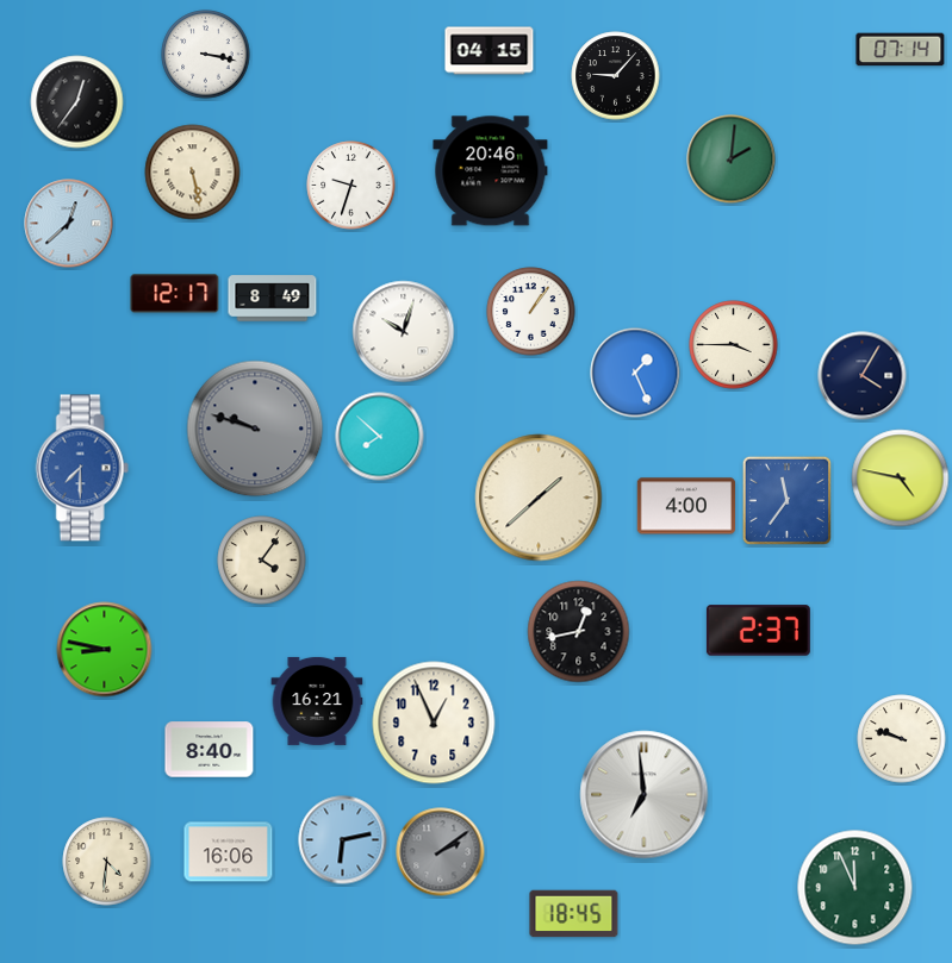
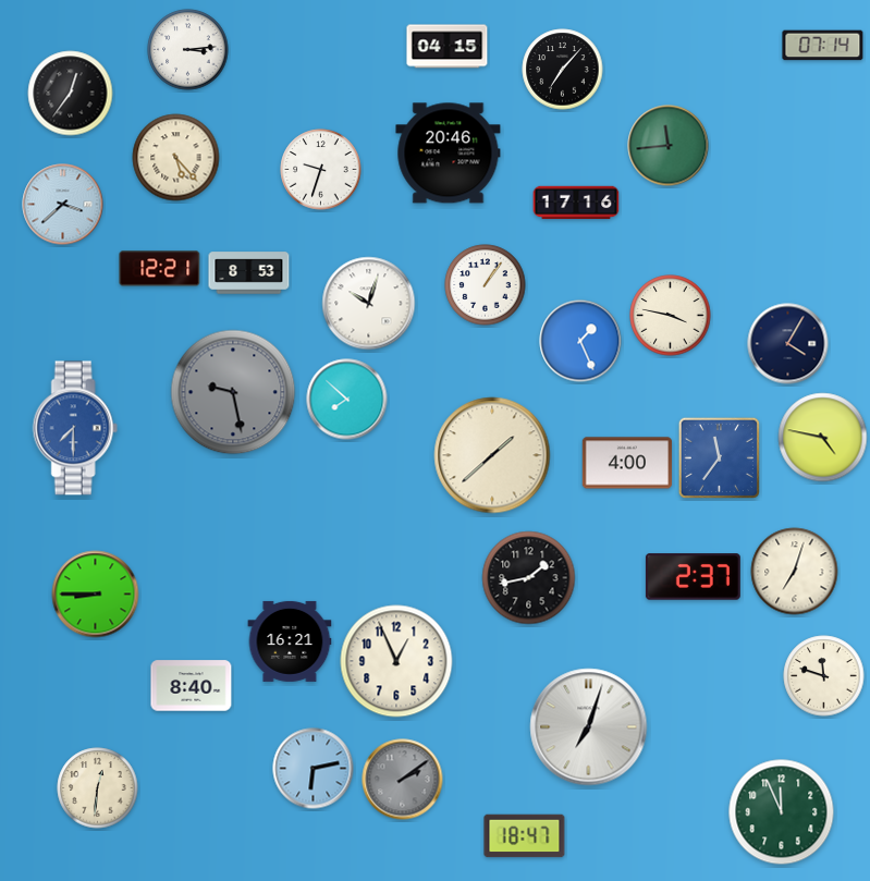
clock at (206, 55): 3:17 -> 3:14
clock at (616, 76): 9:07 -> 7:07
clock at (732, 160): 2:01 -> 11:44
clock at (491, 171) position: (491, 171) -> (449, 154)
clock at (193, 173): 5:28 -> 5:23
clock at (576, 203): none -> 17:16
clock at (69, 224): 12:38 -> 3:38
clock at (175, 294): 12:17 -> 12:21
clock at (273, 299): 8:49 -> 8:53
clock at (734, 345): 3:45 -> 3:47
clock at (255, 429): 9:48 -> 9:28
clock at (262, 561): 4:06 -> none
clock at (795, 572): none -> 7:03
clock at (579, 632): 12:43 -> 1:43
clock at (105, 650): 8:47 -> 8:45
clock at (902, 739): 9:48 -> 11:48
clock at (645, 795): 6:59 -> 7:03
clock at (229, 852): 16:06 -> none
clock at (107, 862): 4:31 -> 12:31
clock at (574, 914): 18:45 -> 18:47
